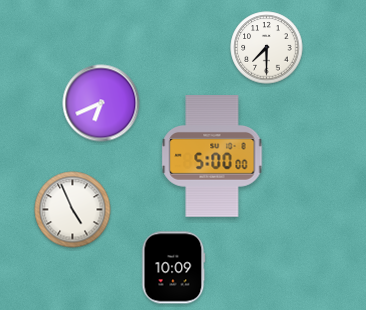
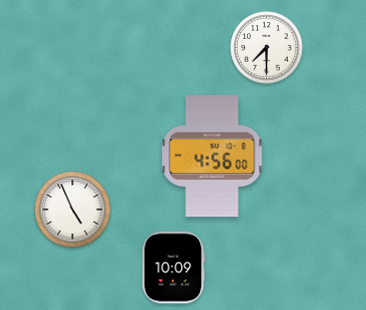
clock at (101, 103): 6:41 -> none
clock at (212, 156): 5:00 -> 4:56
